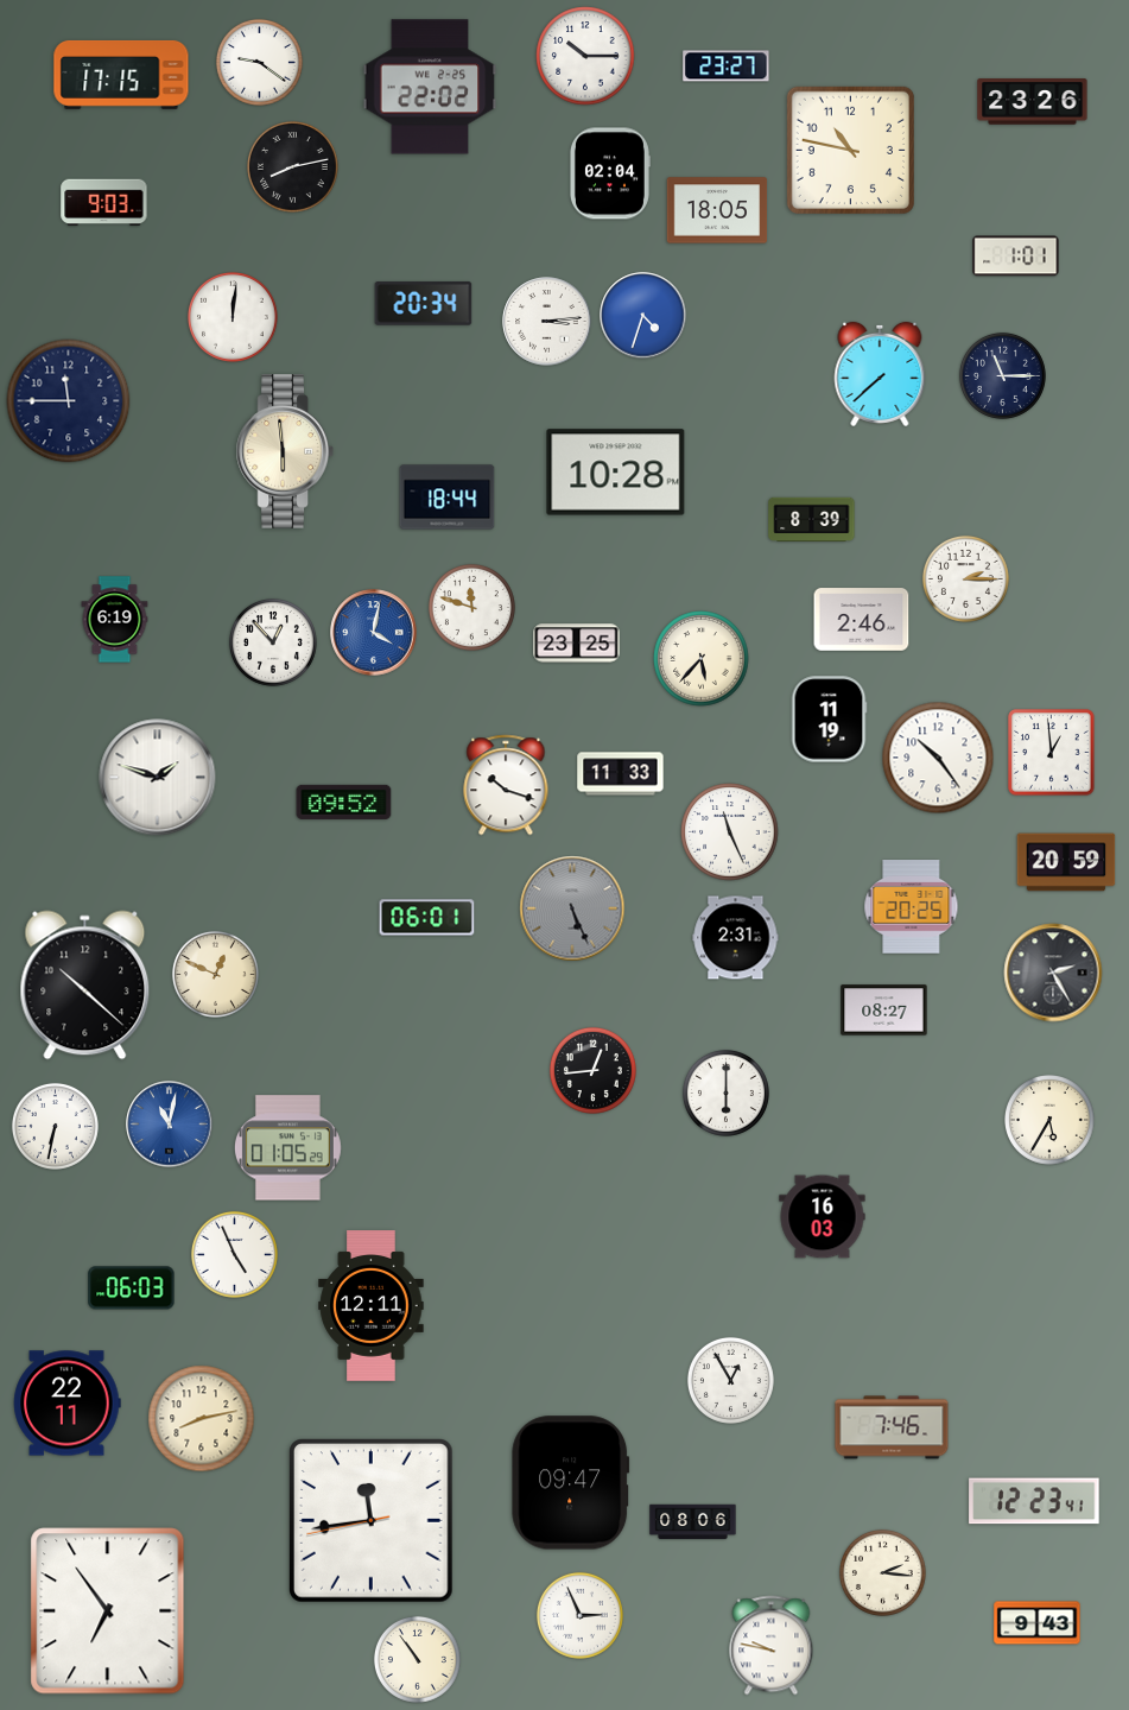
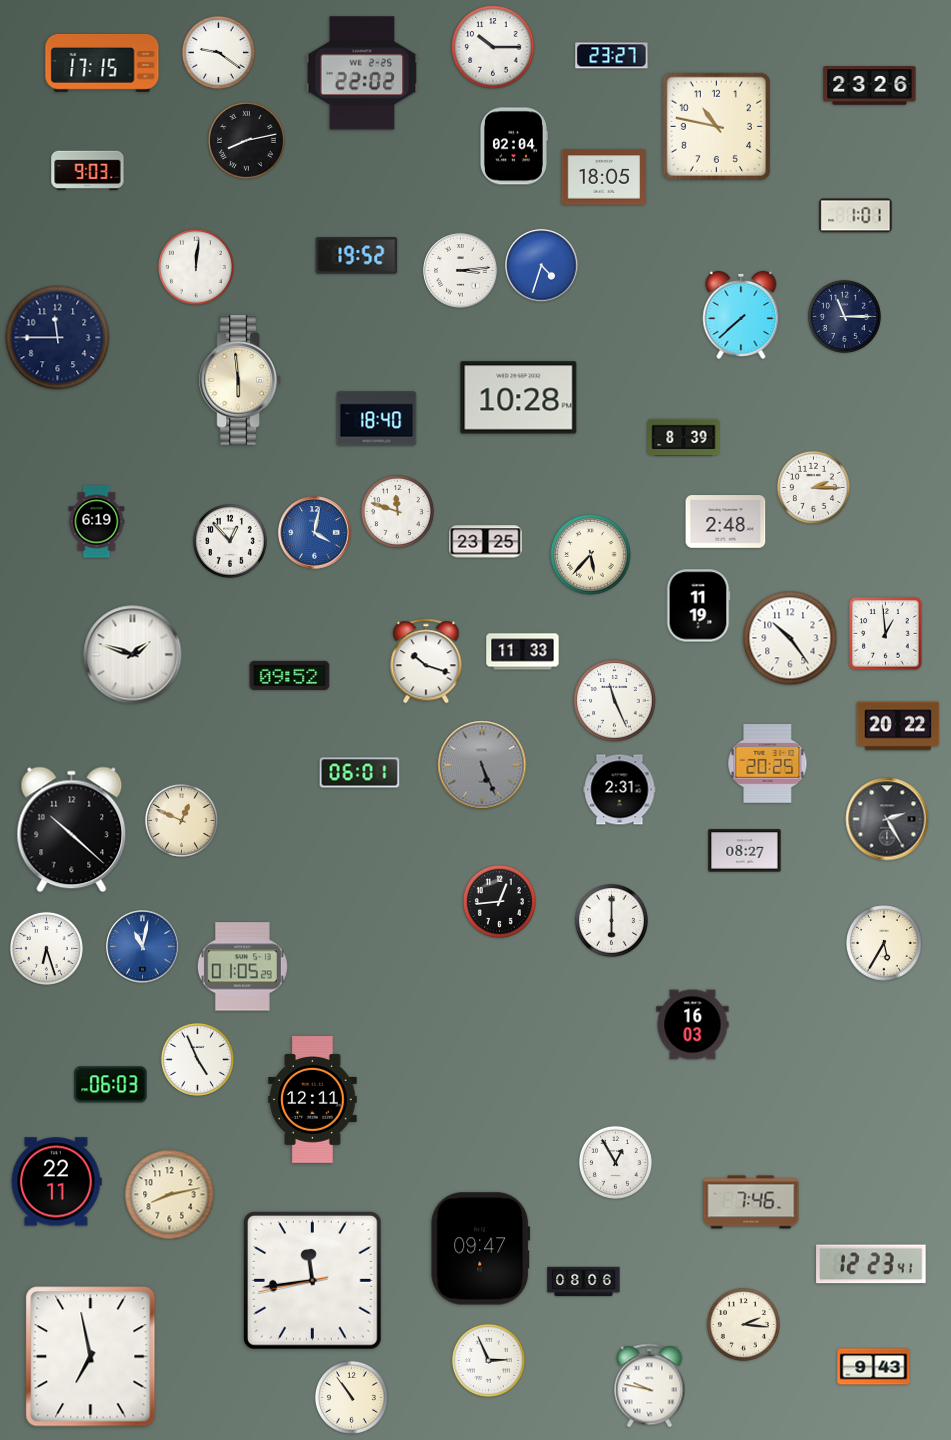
clock at (424, 304): 20:34 -> 19:52
clock at (448, 498): 18:44 -> 18:40
clock at (862, 620): 2:46 -> 2:48
clock at (1066, 862): 20:59 -> 20:22
clock at (55, 1126): 6:32 -> 6:27
clock at (234, 1254) position: (234, 1254) -> (197, 1059)
clock at (108, 1611): 6:54 -> 6:58
